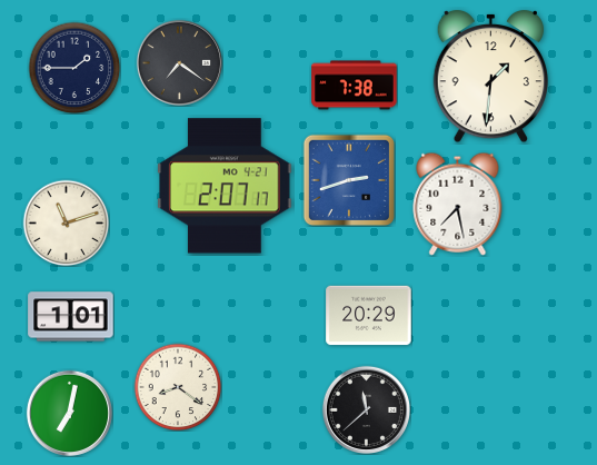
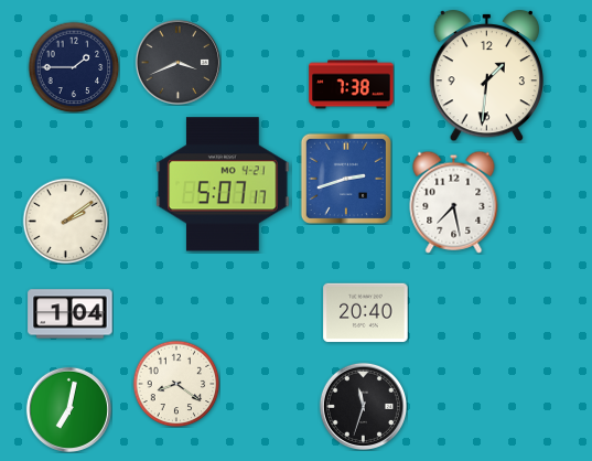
clock at (179, 62): 7:21 -> 3:41
clock at (225, 186): 2:07 -> 5:07
clock at (66, 222): 11:12 -> 2:09
clock at (369, 316): 20:29 -> 20:40
clock at (71, 317): 1:01 -> 1:04
clock at (366, 409): 11:38 -> 11:33
